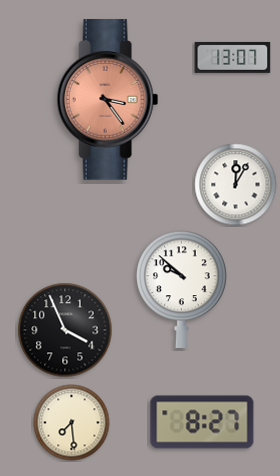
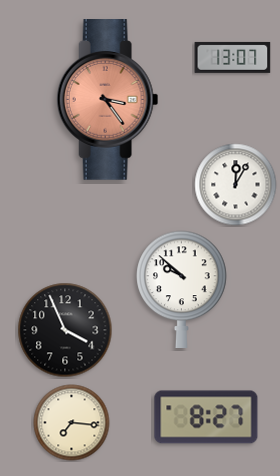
clock at (202, 422) position: (202, 422) -> (206, 417)
clock at (72, 423): 7:29 -> 7:16
